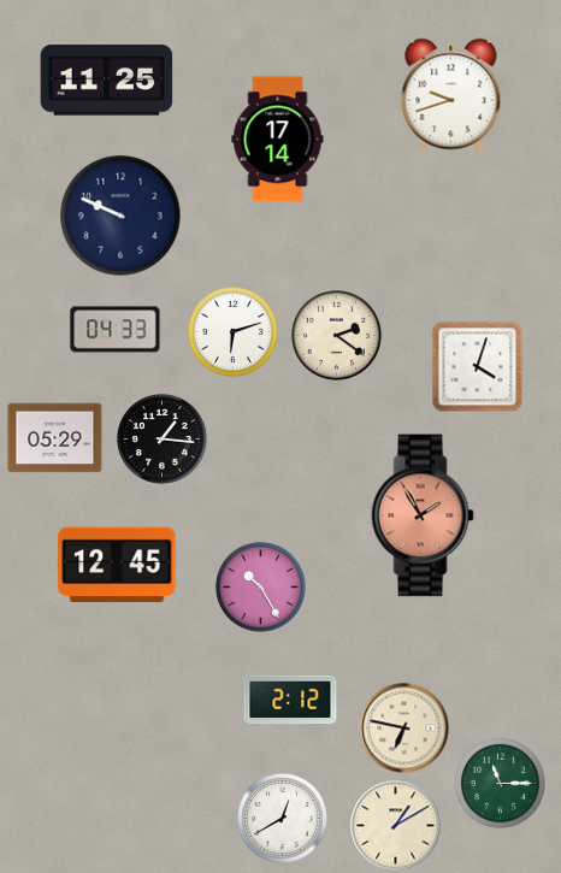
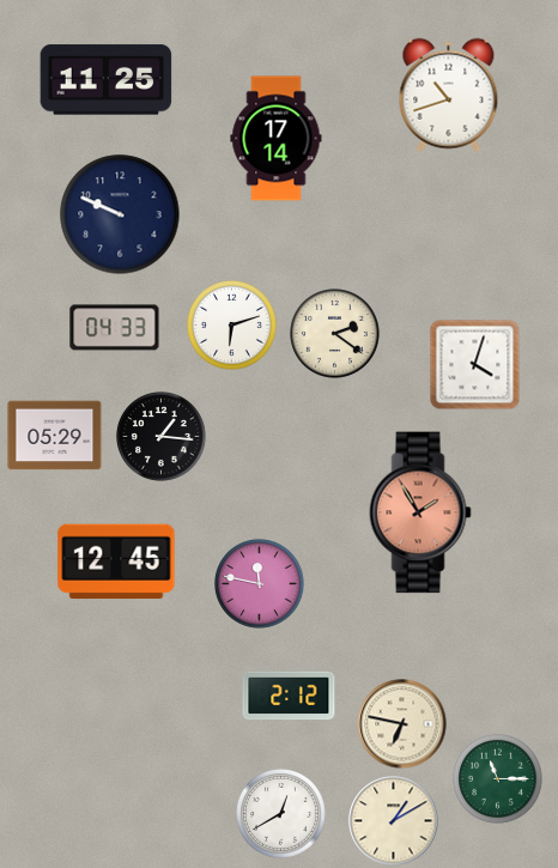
clock at (451, 96): 9:42 -> 10:42
clock at (234, 332) position: (234, 332) -> (232, 326)
clock at (261, 588): 10:25 -> 11:47
